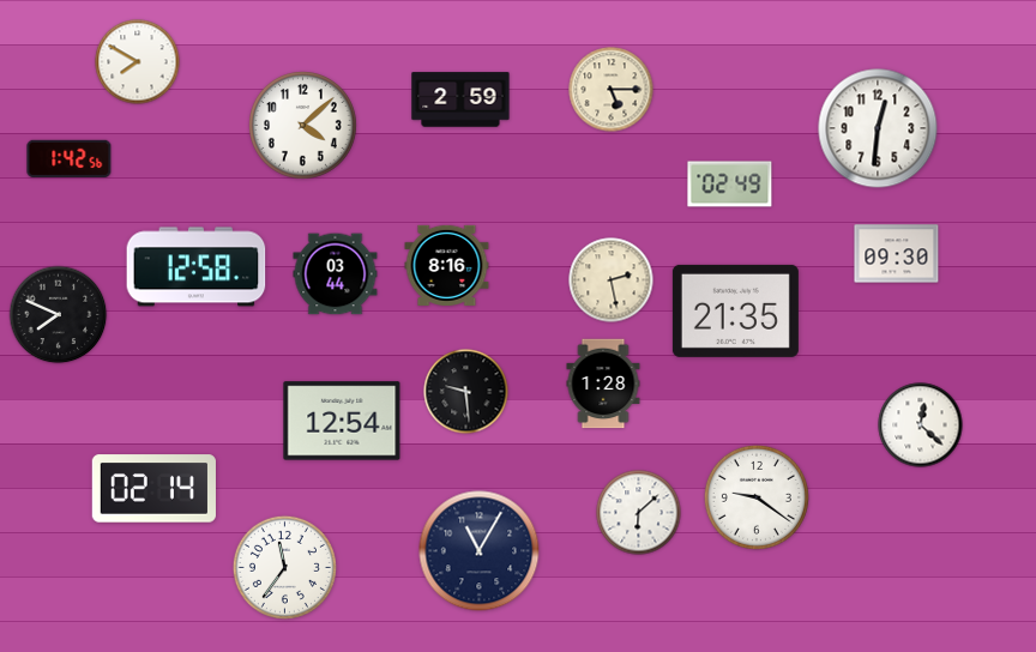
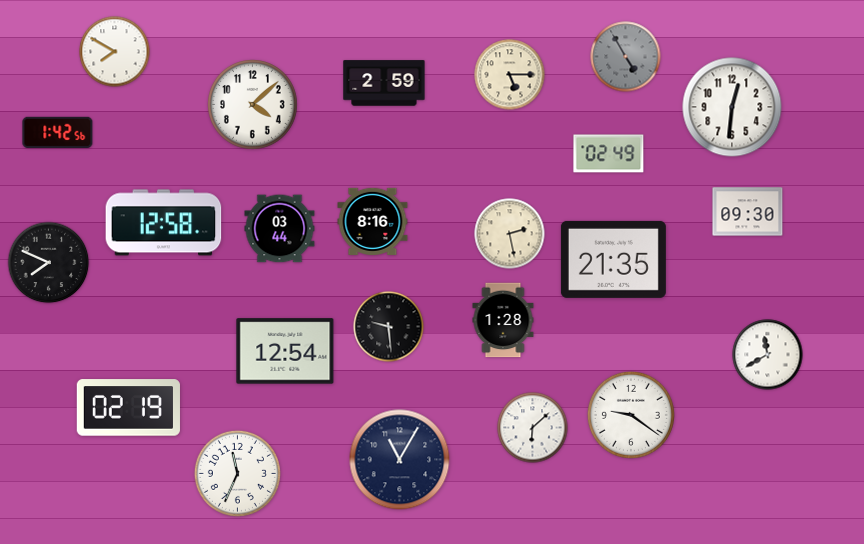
clock at (626, 57): none -> 4:55
clock at (921, 425): 12:22 -> 11:40
clock at (153, 489): 02:14 -> 02:19
clock at (284, 567): 11:36 -> 11:34
